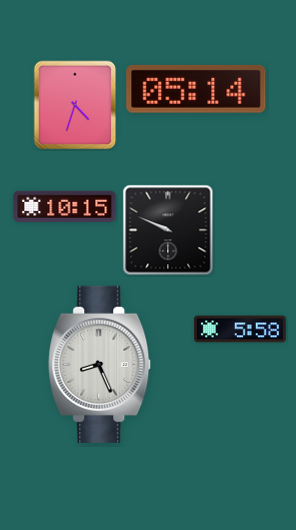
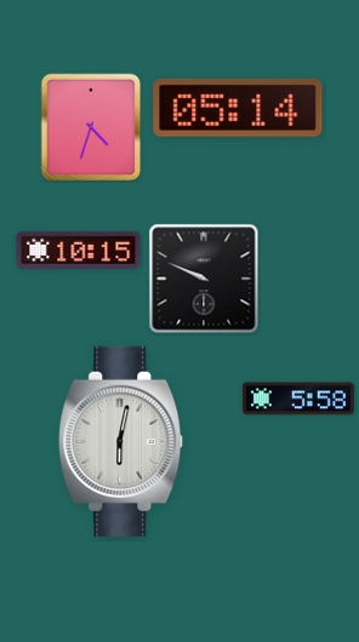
clock at (240, 329) position: (240, 329) -> (298, 399)
clock at (100, 364): 8:26 -> 6:02
